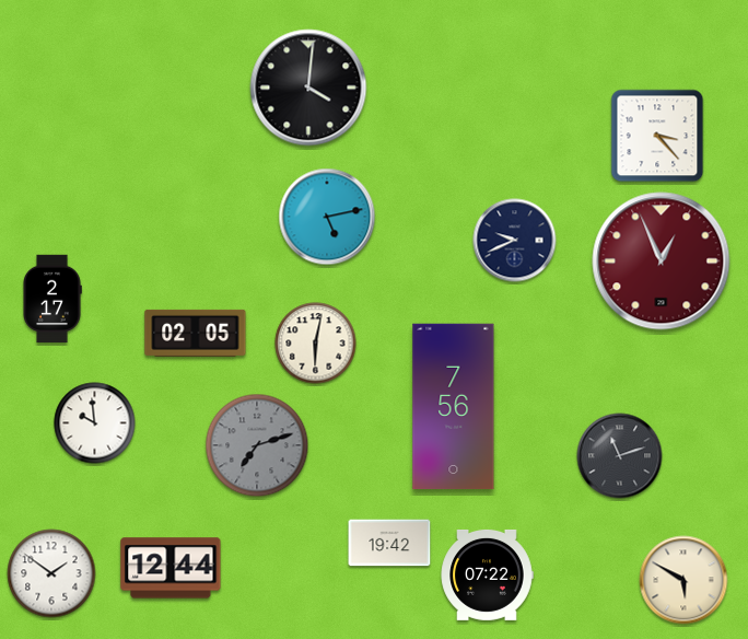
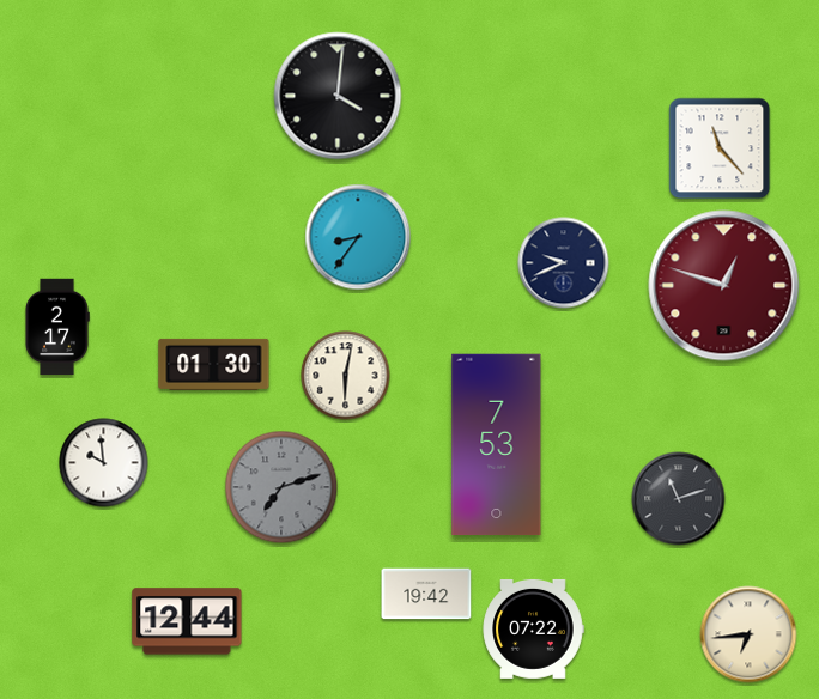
clock at (657, 136): 3:23 -> 11:23
clock at (327, 217): 5:13 -> 8:36
clock at (662, 262): 12:56 -> 12:48
clock at (196, 333): 02:05 -> 01:30
clock at (454, 407): 7:56 -> 7:53
clock at (51, 573): 1:51 -> none
clock at (683, 580): 5:50 -> 6:44
